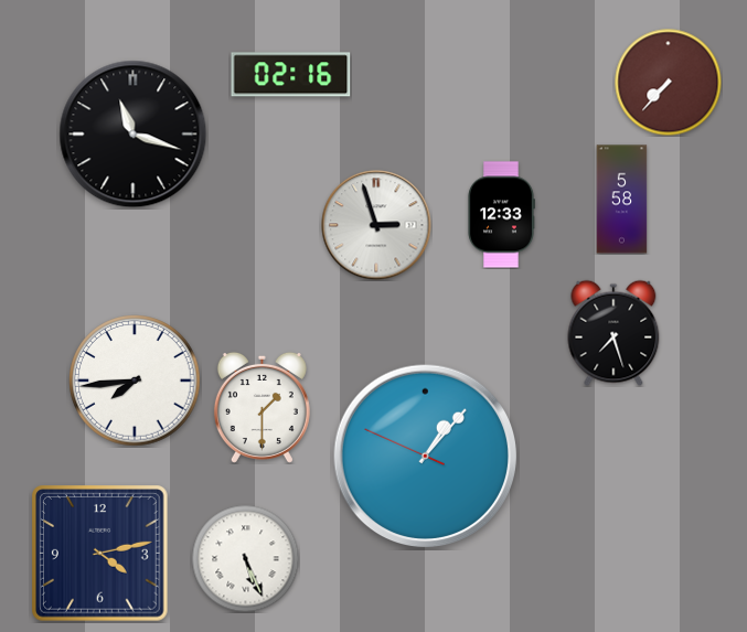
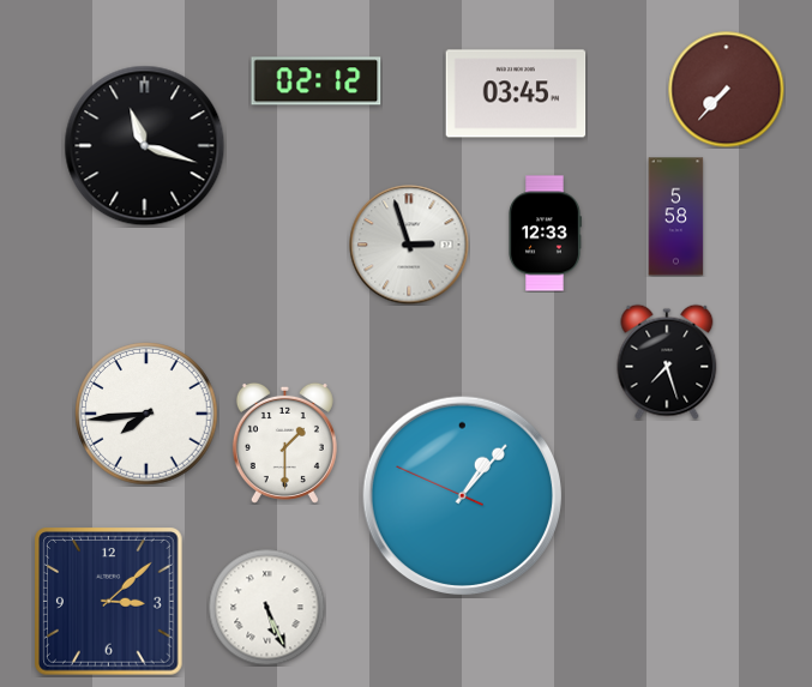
clock at (291, 75): 02:16 -> 02:12
clock at (516, 94): none -> 03:45
clock at (100, 554): 4:13 -> 3:08
